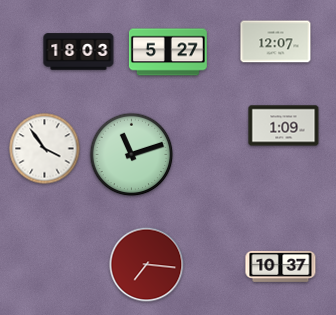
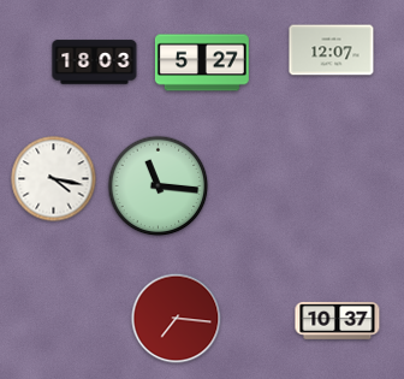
clock at (284, 126): 1:09 -> none
clock at (45, 149): 3:54 -> 4:17
clock at (132, 155): 11:12 -> 11:16
